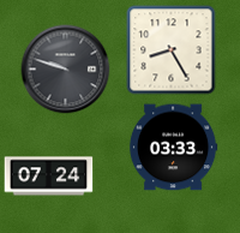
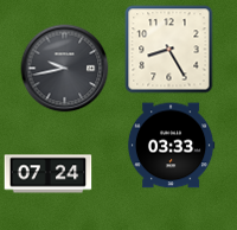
clock at (66, 70): 9:48 -> 9:43
